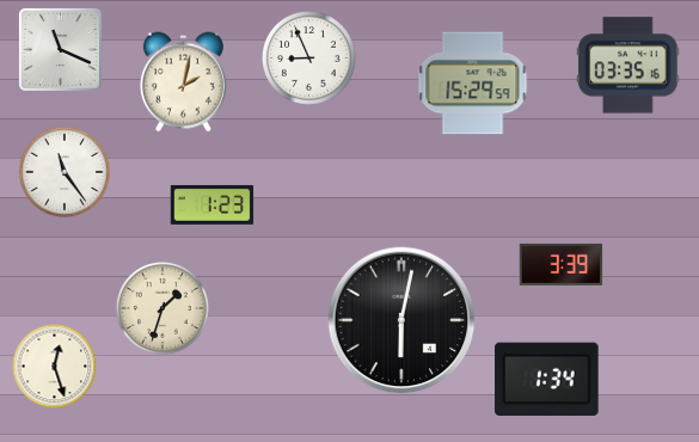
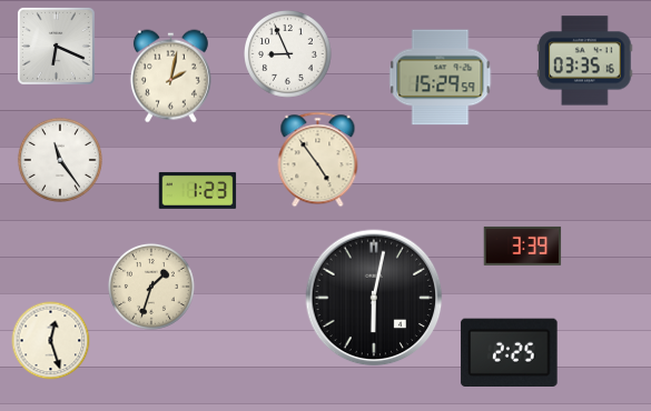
clock at (60, 49): 11:19 -> 6:19
clock at (318, 160): none -> 4:54
clock at (547, 380): 1:34 -> 2:25
